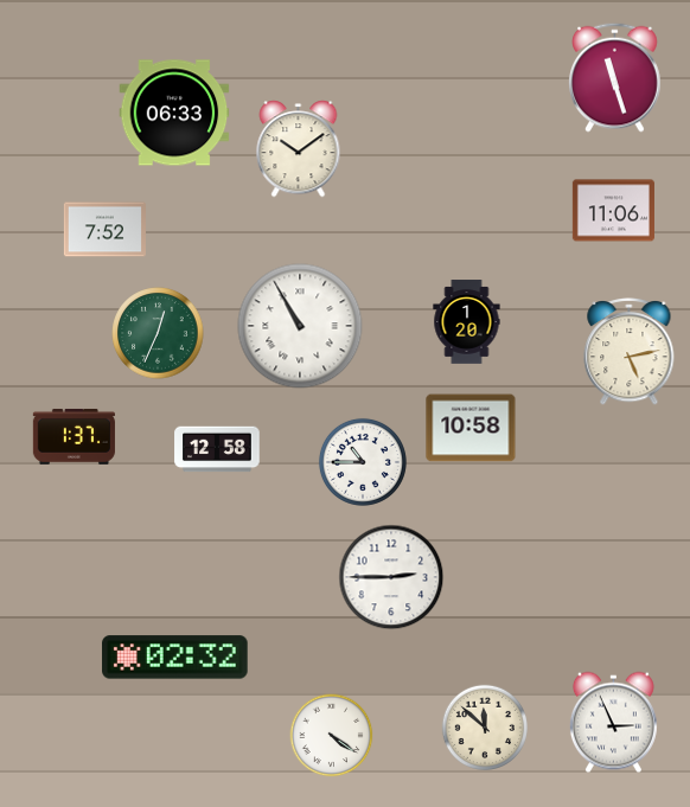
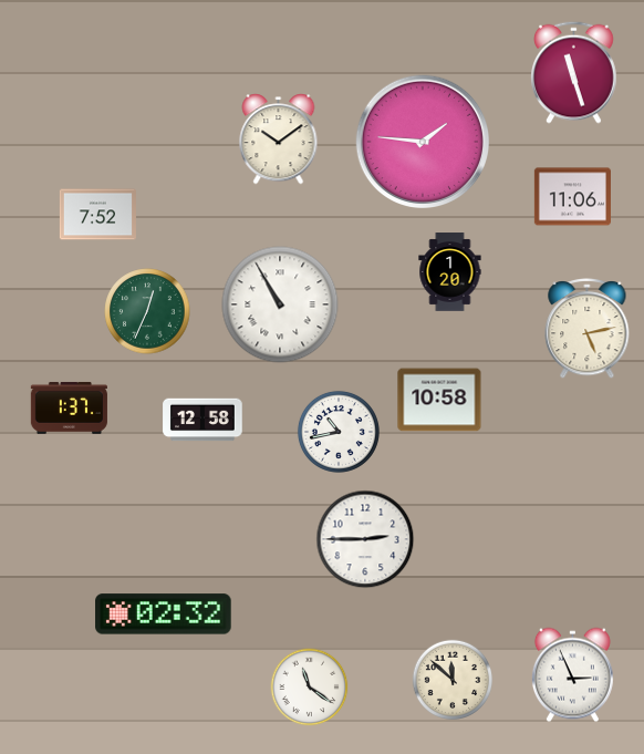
clock at (174, 113): 06:33 -> none
clock at (422, 141): none -> 1:46
clock at (467, 322) position: (467, 322) -> (450, 272)
clock at (363, 462): 10:45 -> 10:43
clock at (332, 736): 4:21 -> 11:21
